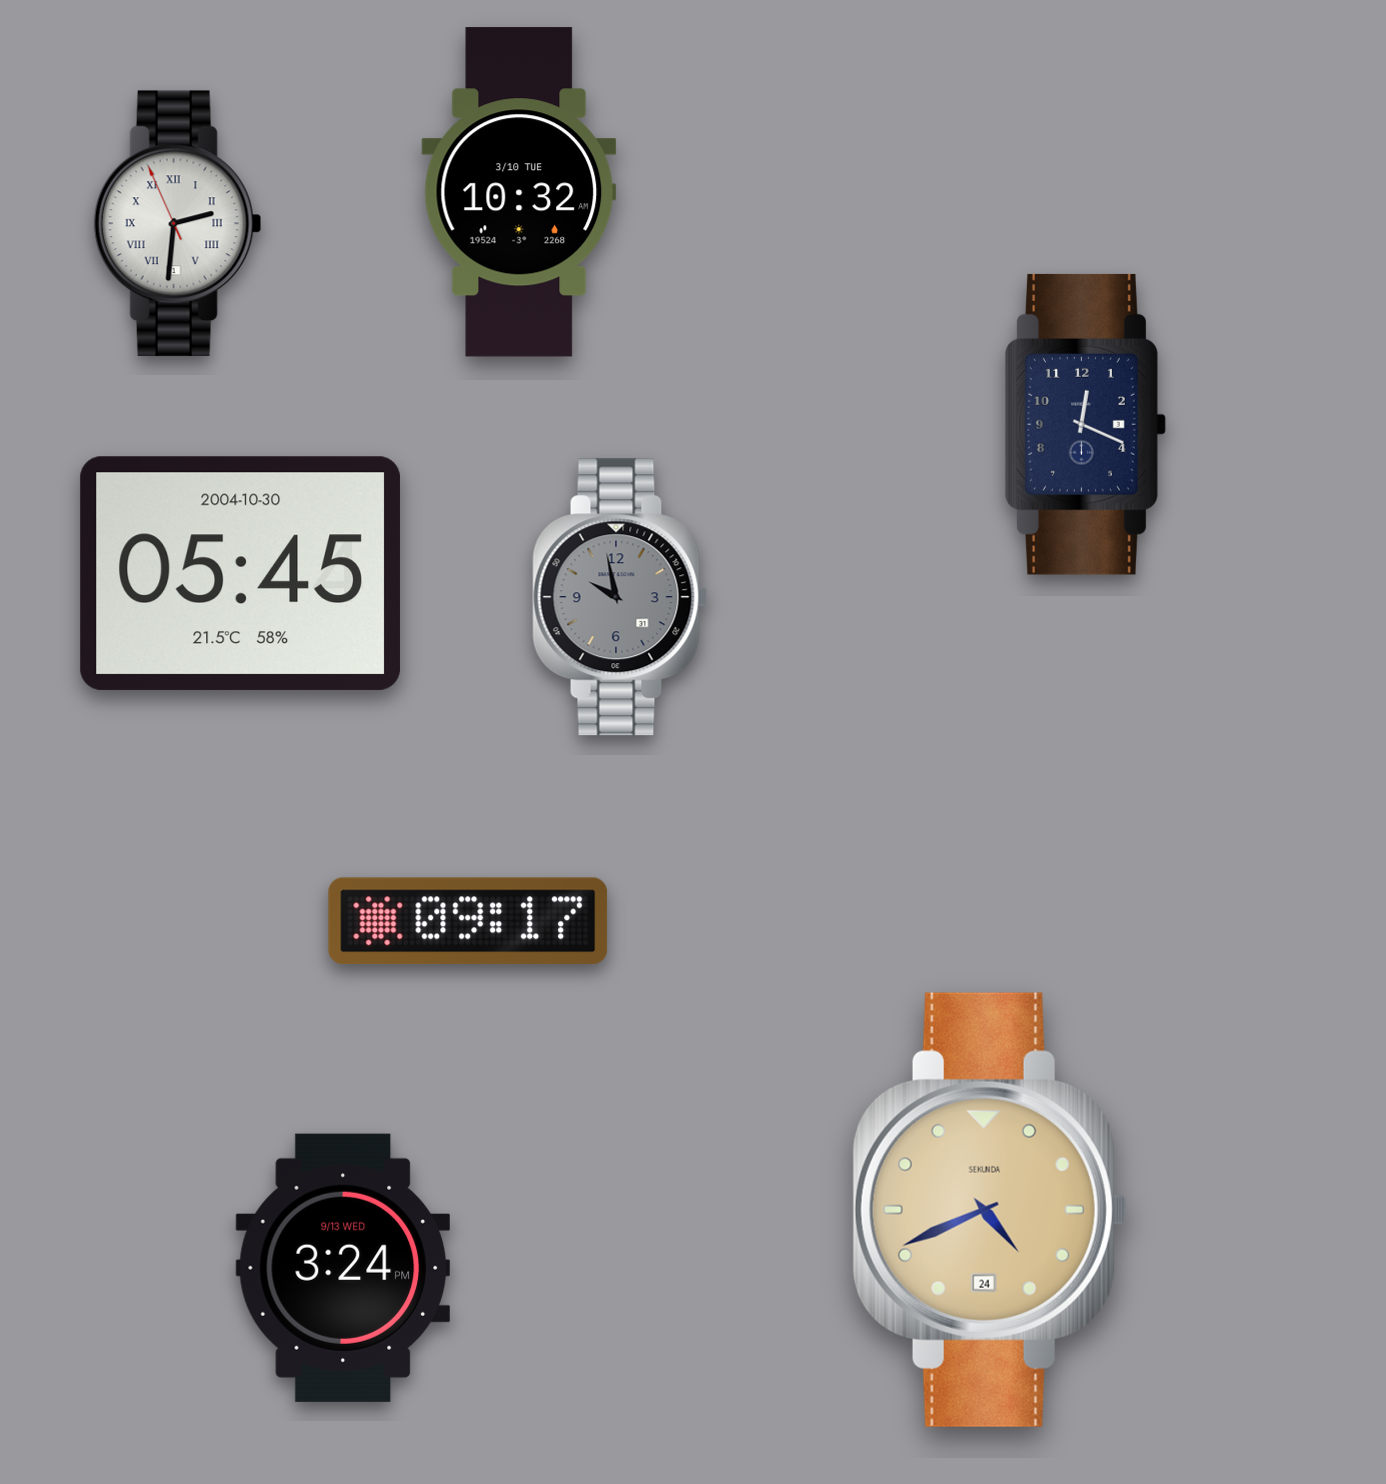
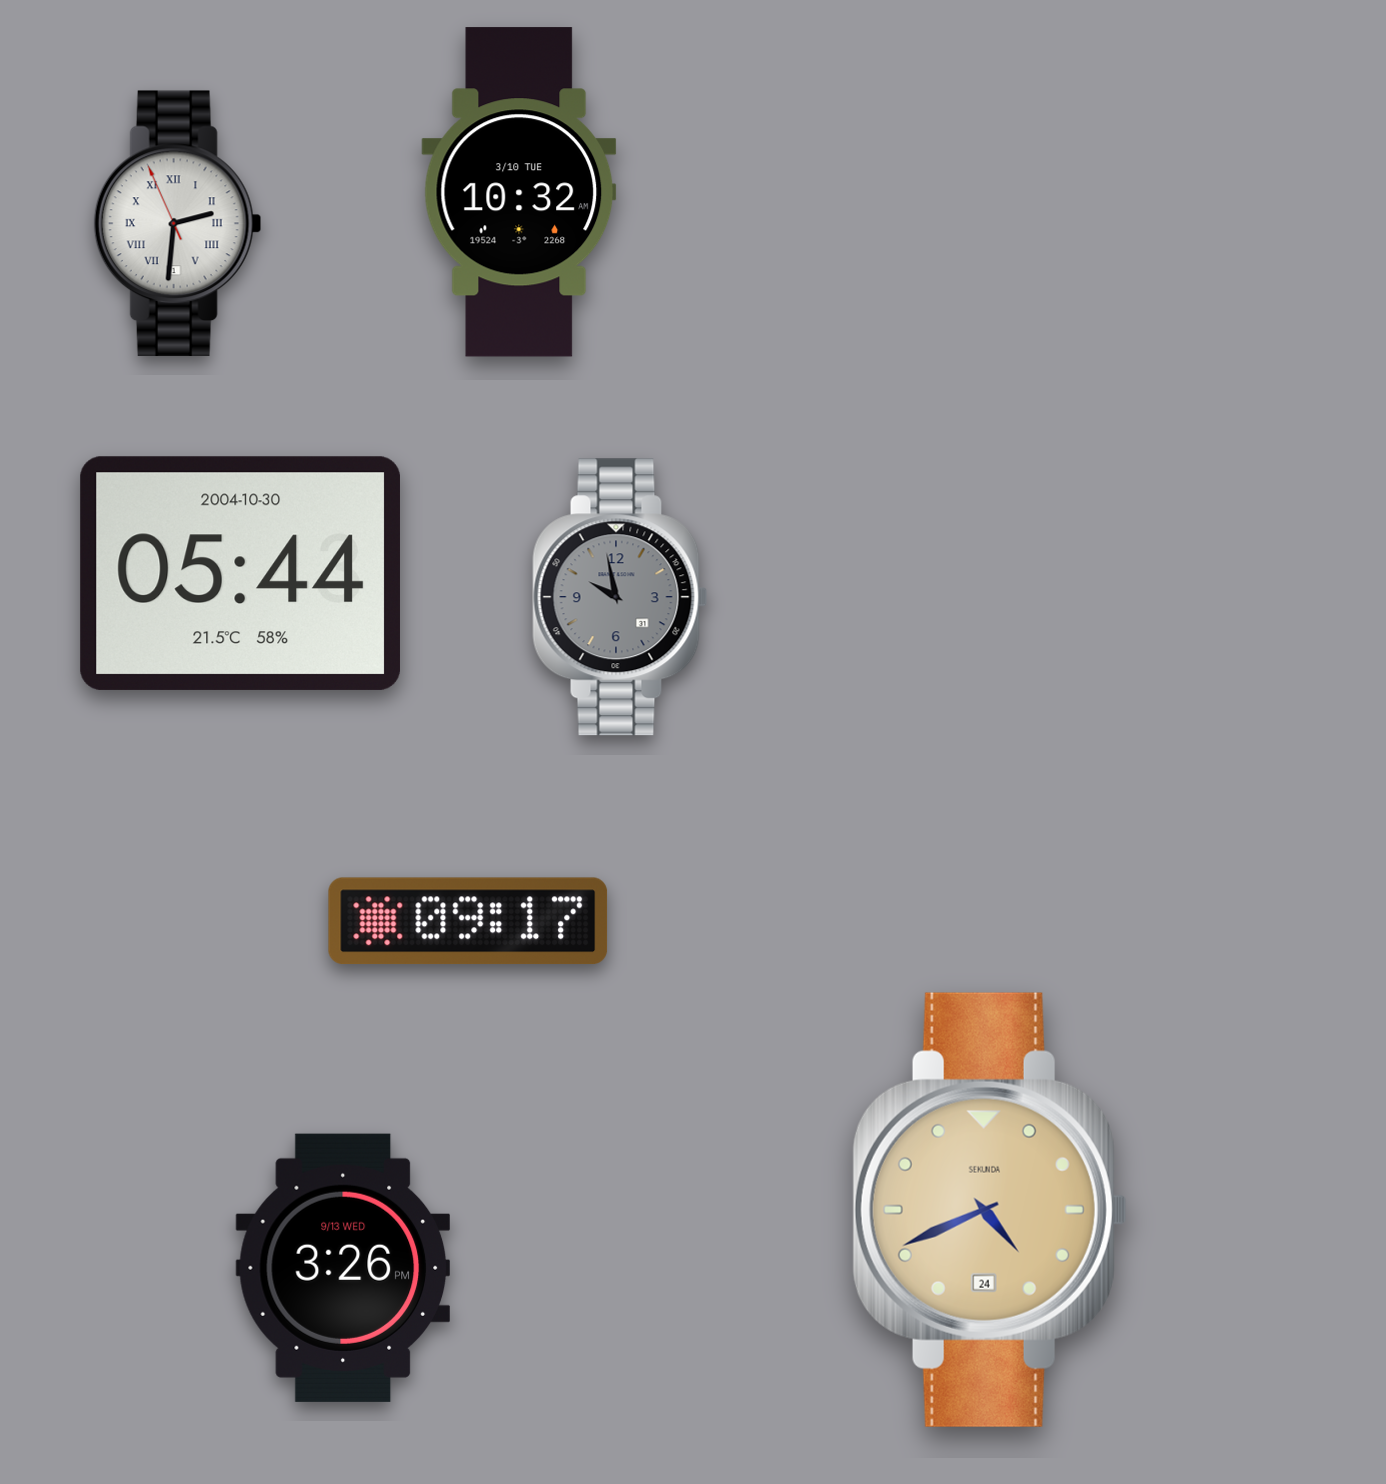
clock at (1086, 424): 12:19 -> none
clock at (240, 573): 05:45 -> 05:44
clock at (342, 1268): 3:24 -> 3:26
